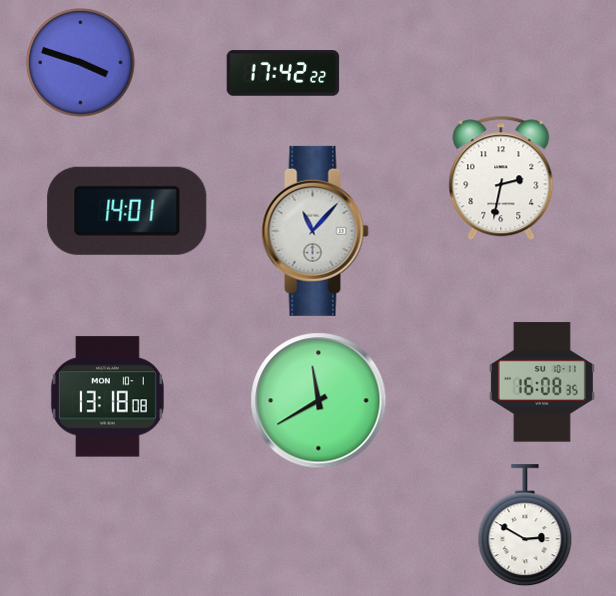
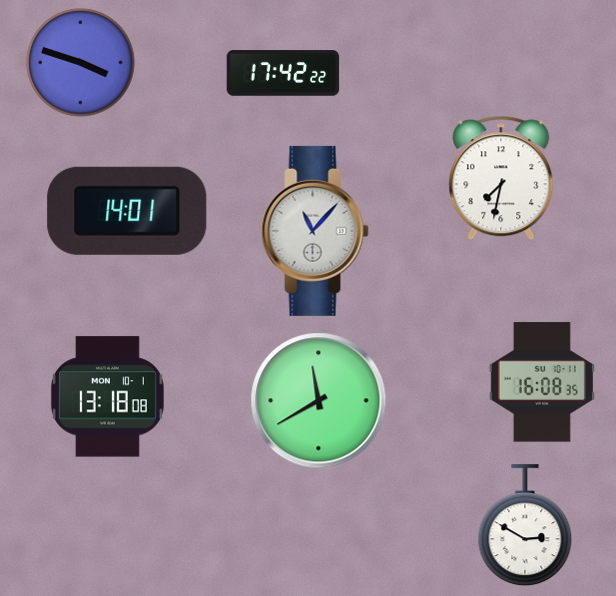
clock at (501, 178): 2:32 -> 7:32
